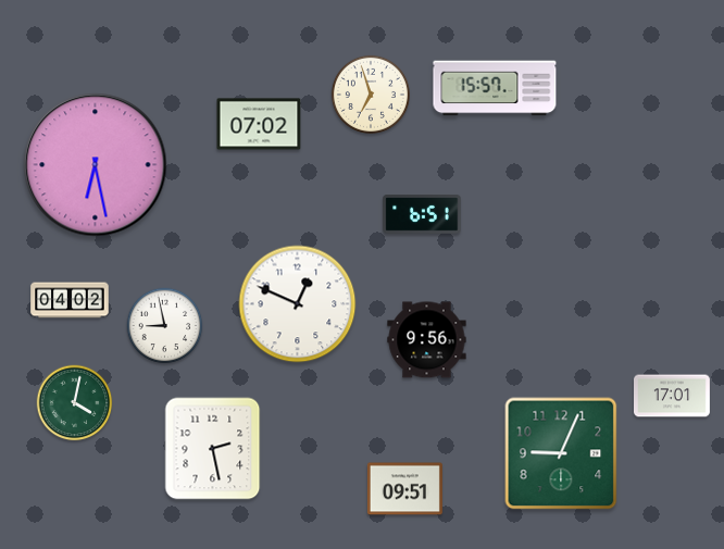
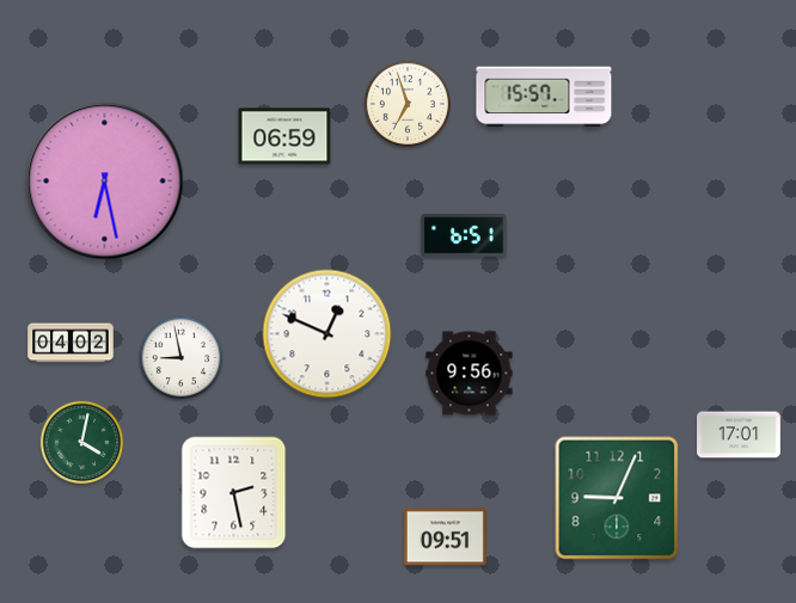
clock at (259, 124): 07:02 -> 06:59
clock at (70, 300) position: (70, 300) -> (71, 343)
